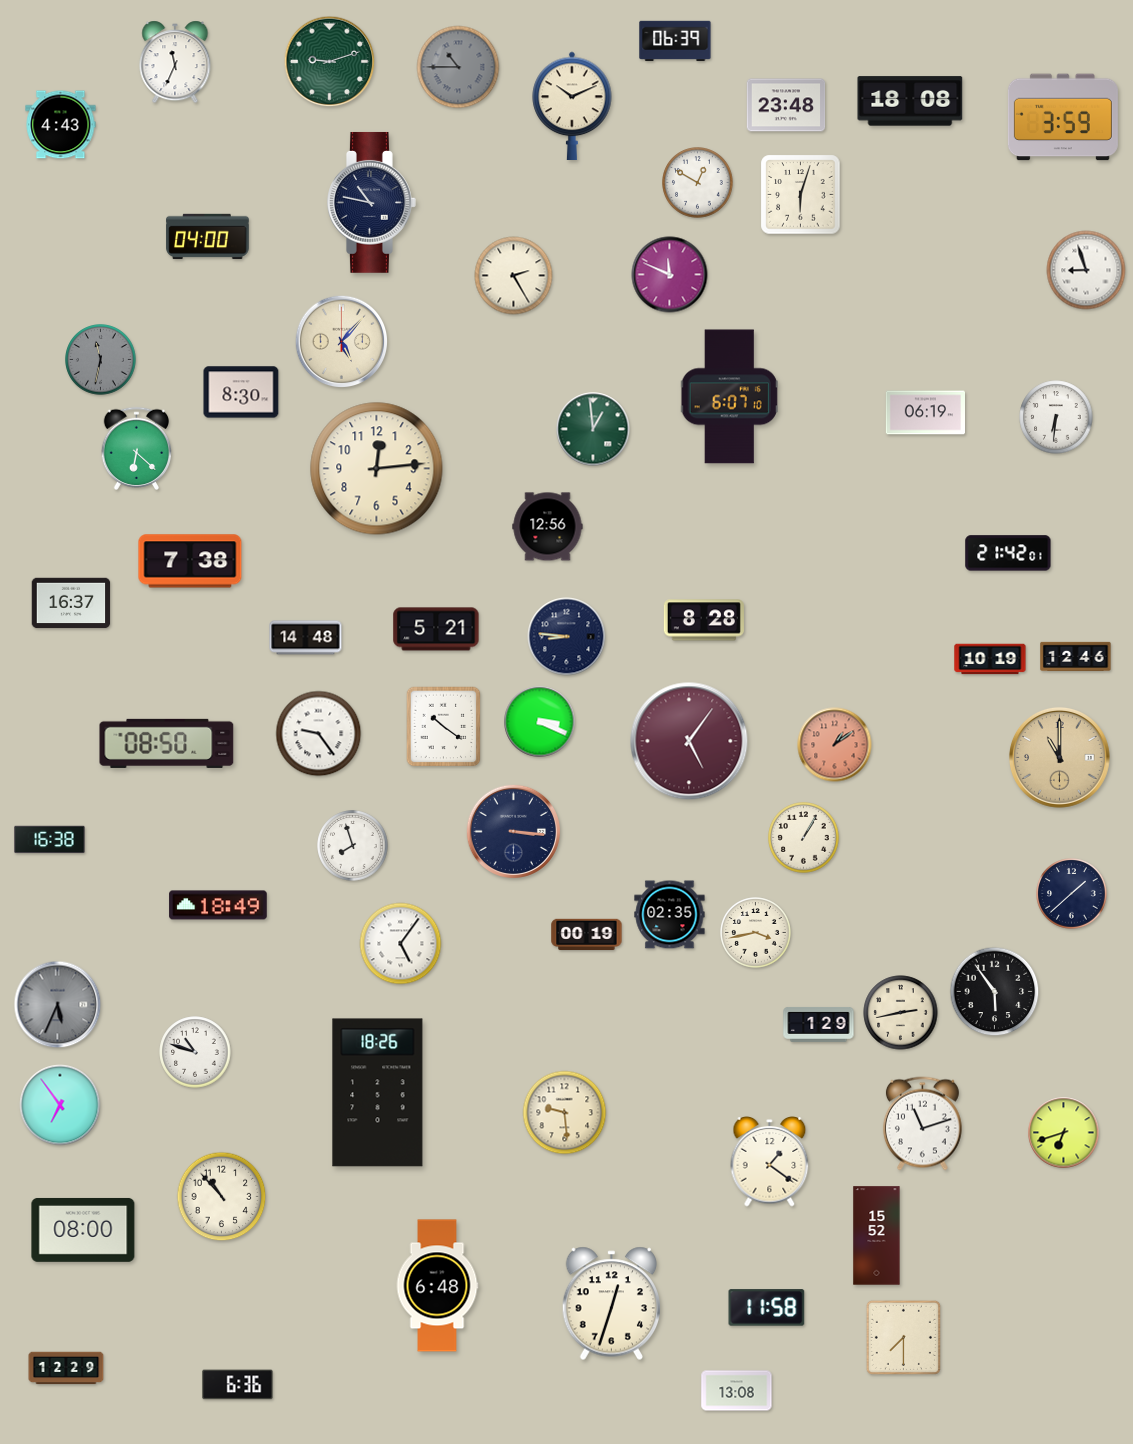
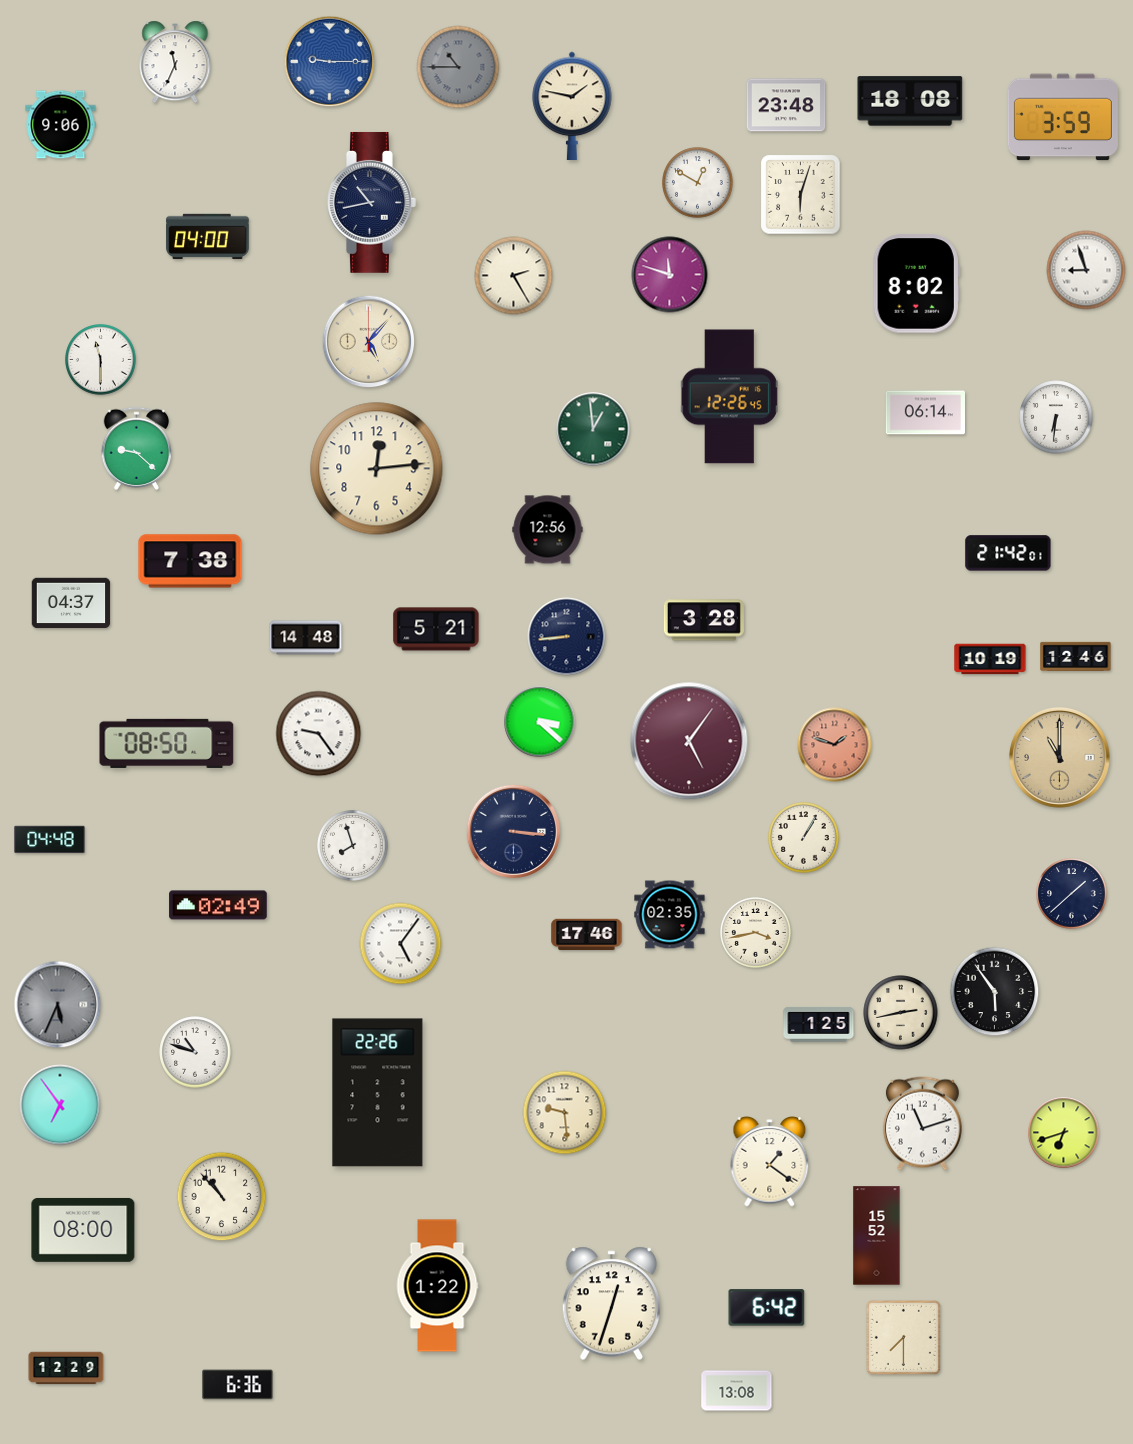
clock at (675, 41): 06:39 -> none
clock at (330, 62): 9:12 -> 9:15
clock at (330, 62) dial: green -> blue
clock at (572, 105): 10:11 -> 1:47
clock at (61, 125): 4:43 -> 9:06
clock at (372, 202): 10:47 -> 10:43
clock at (670, 275): 11:49 -> 11:48
clock at (916, 284): none -> 8:02
clock at (342, 342) position: (342, 342) -> (369, 342)
clock at (101, 360): 11:32 -> 11:30
clock at (101, 360) dial: grey -> white
clock at (241, 392): 8:30 -> none
clock at (729, 397): 6:07 -> 12:26
clock at (925, 413): 06:19 -> 06:14
clock at (137, 448): 6:22 -> 9:22
clock at (548, 527) position: (548, 527) -> (548, 530)
clock at (71, 603): 16:37 -> 04:37
clock at (704, 620): 8:28 -> 3:28
clock at (567, 637): 8:46 -> 8:44
clock at (540, 722): 3:19 -> 3:22
clock at (444, 727): 10:21 -> none
clock at (835, 745): 1:09 -> 1:48
clock at (50, 840): 16:38 -> 04:48
clock at (218, 905): 18:49 -> 02:49
clock at (587, 935): 00:19 -> 17:46
clock at (819, 1024): 1:29 -> 1:25
clock at (378, 1093): 18:26 -> 22:26
clock at (437, 1286): 6:48 -> 1:22
clock at (767, 1308): 11:58 -> 6:42
